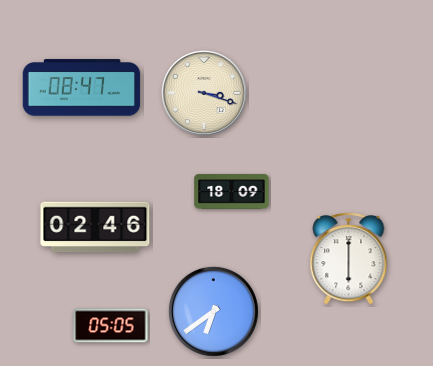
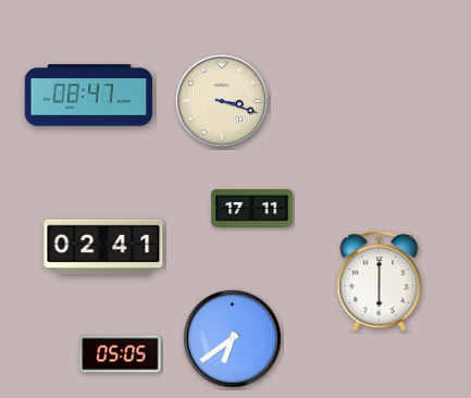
clock at (232, 192): 18:09 -> 17:11
clock at (95, 227): 02:46 -> 02:41
